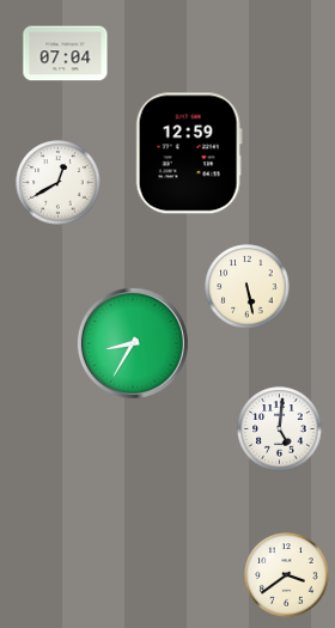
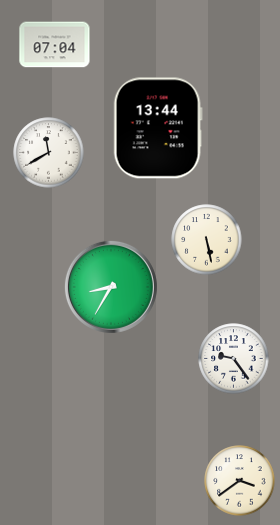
clock at (189, 153): 12:59 -> 13:44
clock at (59, 183): 12:40 -> 11:40
clock at (280, 429): 5:01 -> 9:24
